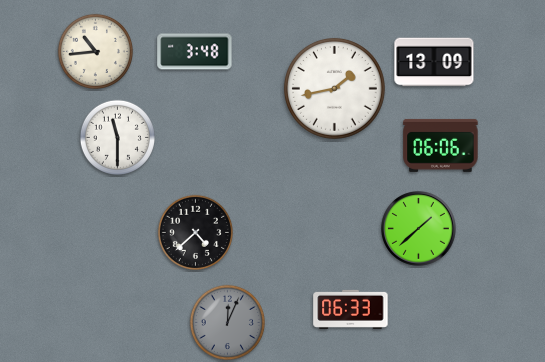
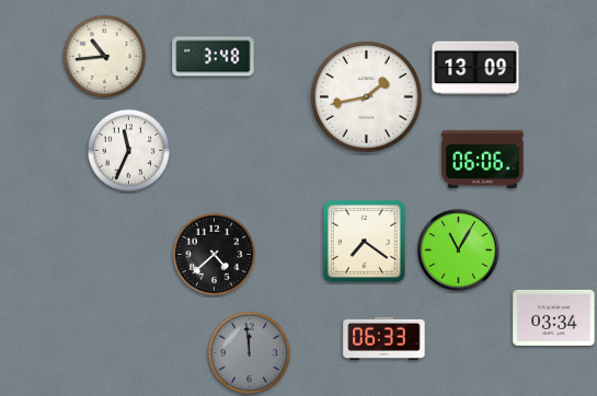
clock at (117, 137): 11:30 -> 11:34
clock at (364, 241): none -> 7:21
clock at (419, 229): 1:38 -> 11:05
clock at (554, 317): none -> 03:34
clock at (227, 322): 12:04 -> 11:59
